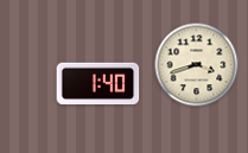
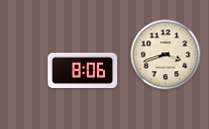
clock at (98, 84): 1:40 -> 8:06
